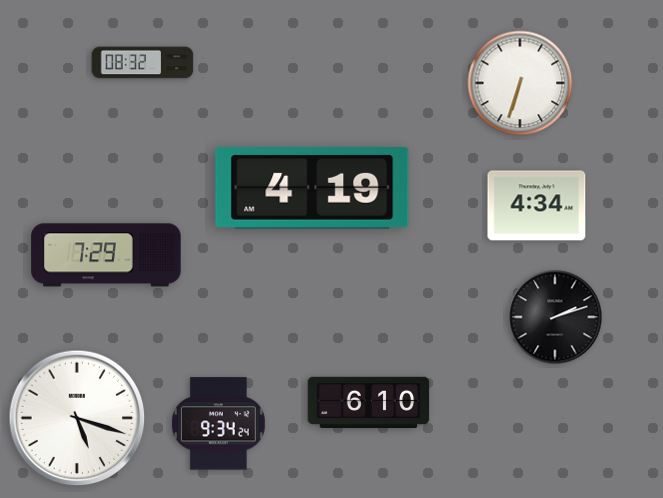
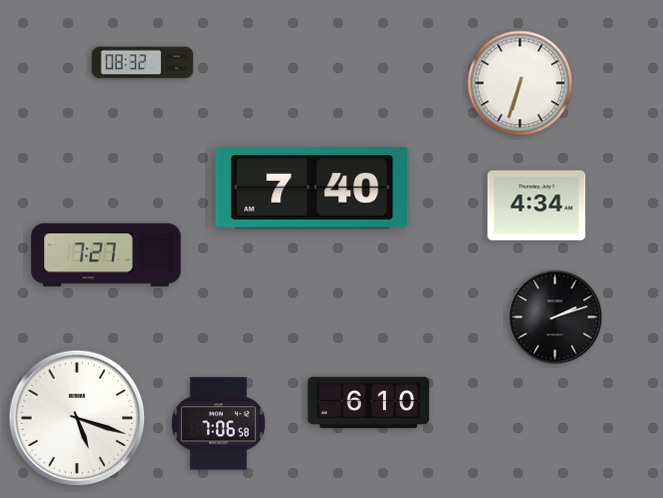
clock at (312, 189): 4:19 -> 7:40
clock at (106, 255): 7:29 -> 7:27
clock at (219, 424): 9:34 -> 7:06
